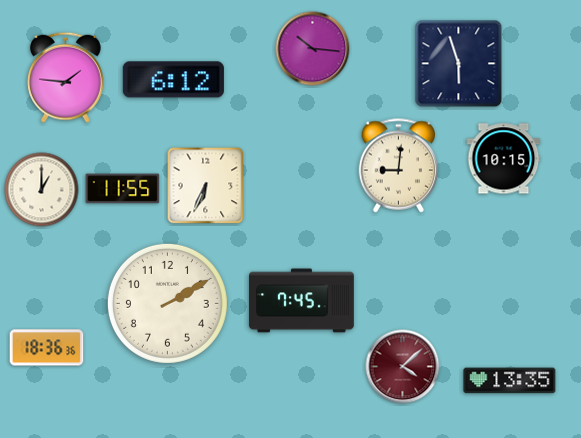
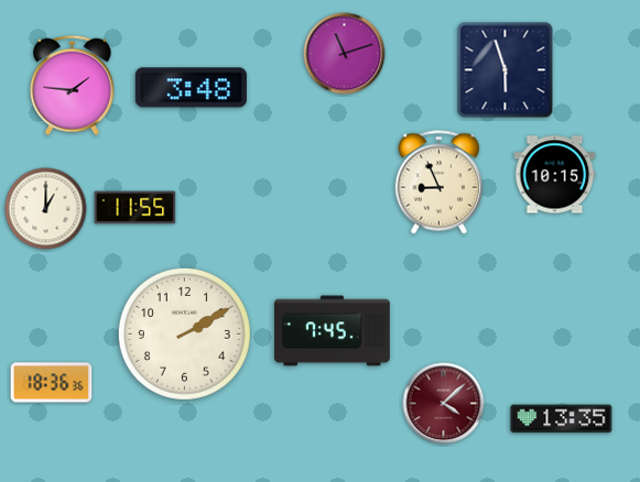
clock at (313, 49): 10:16 -> 11:12
clock at (173, 80): 6:12 -> 3:48
clock at (399, 166): 9:01 -> 8:56
clock at (206, 186): 6:34 -> none
